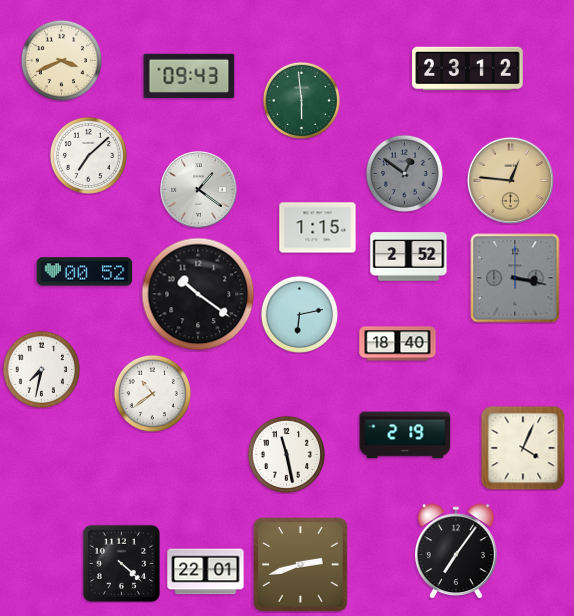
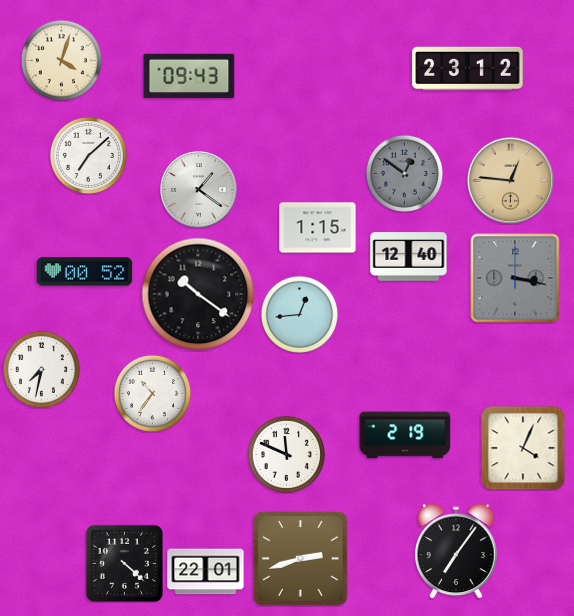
clock at (61, 60): 3:41 -> 4:03
clock at (301, 100): 5:59 -> none
clock at (409, 257): 2:52 -> 12:40
clock at (299, 314): 6:13 -> 12:44
clock at (398, 344): 18:40 -> none
clock at (152, 393): 10:39 -> 10:36
clock at (286, 454): 11:28 -> 11:49
clock at (121, 563) position: (121, 563) -> (124, 563)
clock at (301, 565) position: (301, 565) -> (301, 559)
